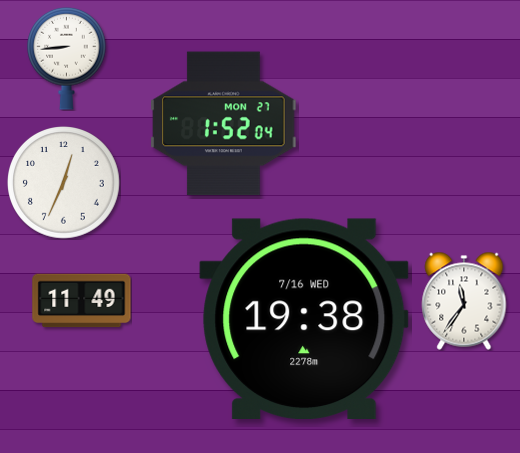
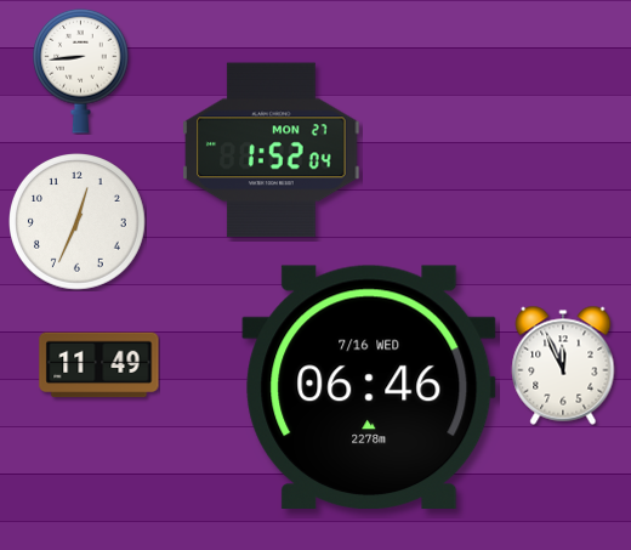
clock at (464, 301): 11:36 -> 11:56
clock at (304, 318): 19:38 -> 06:46
